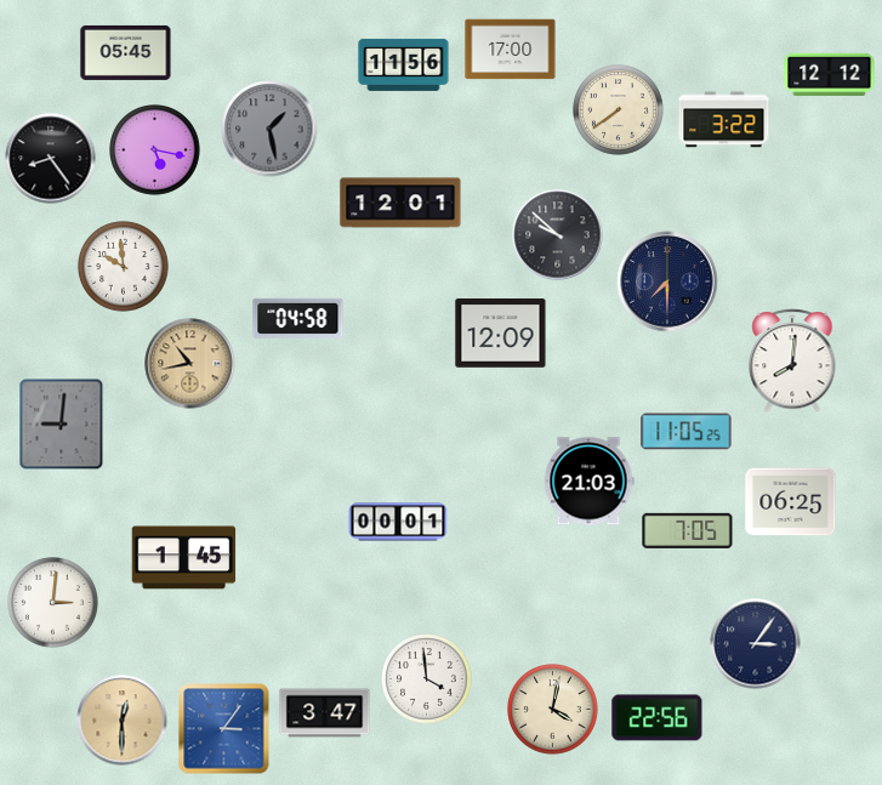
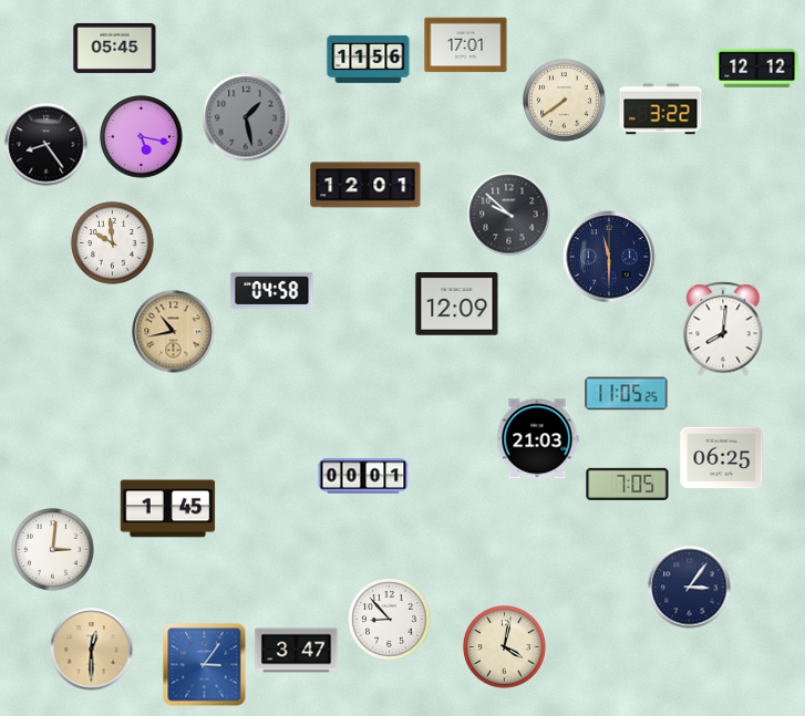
clock at (511, 50): 17:00 -> 17:01
clock at (667, 281): 7:30 -> 11:30
clock at (62, 425): 9:01 -> none
clock at (53, 603) position: (53, 603) -> (53, 550)
clock at (427, 679): 3:59 -> 8:53
clock at (658, 718): 22:56 -> none
clock at (123, 721) position: (123, 721) -> (92, 650)
